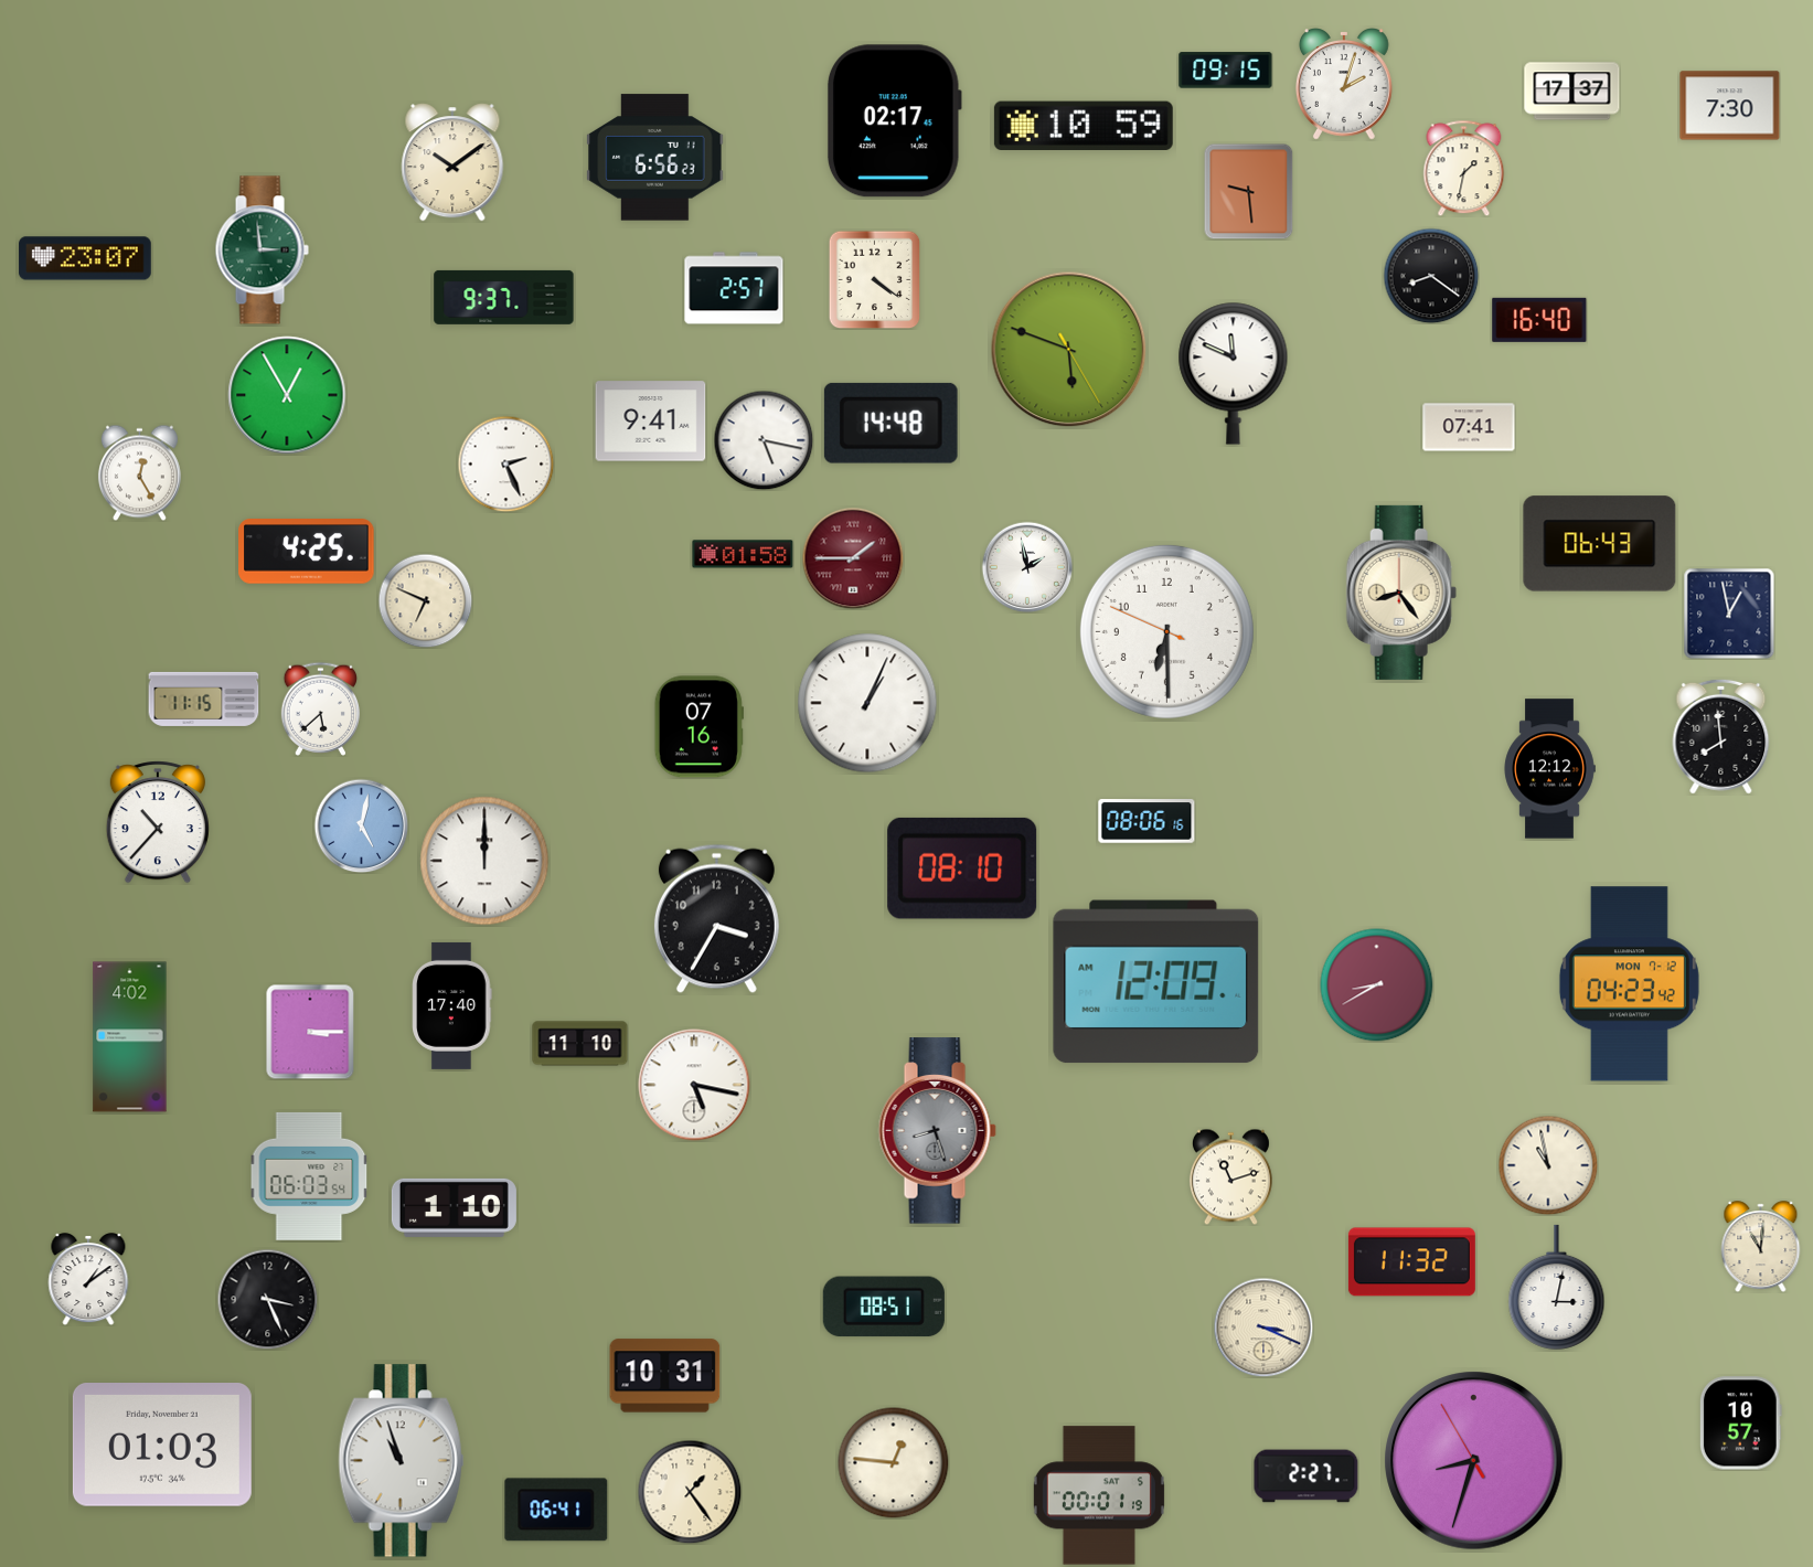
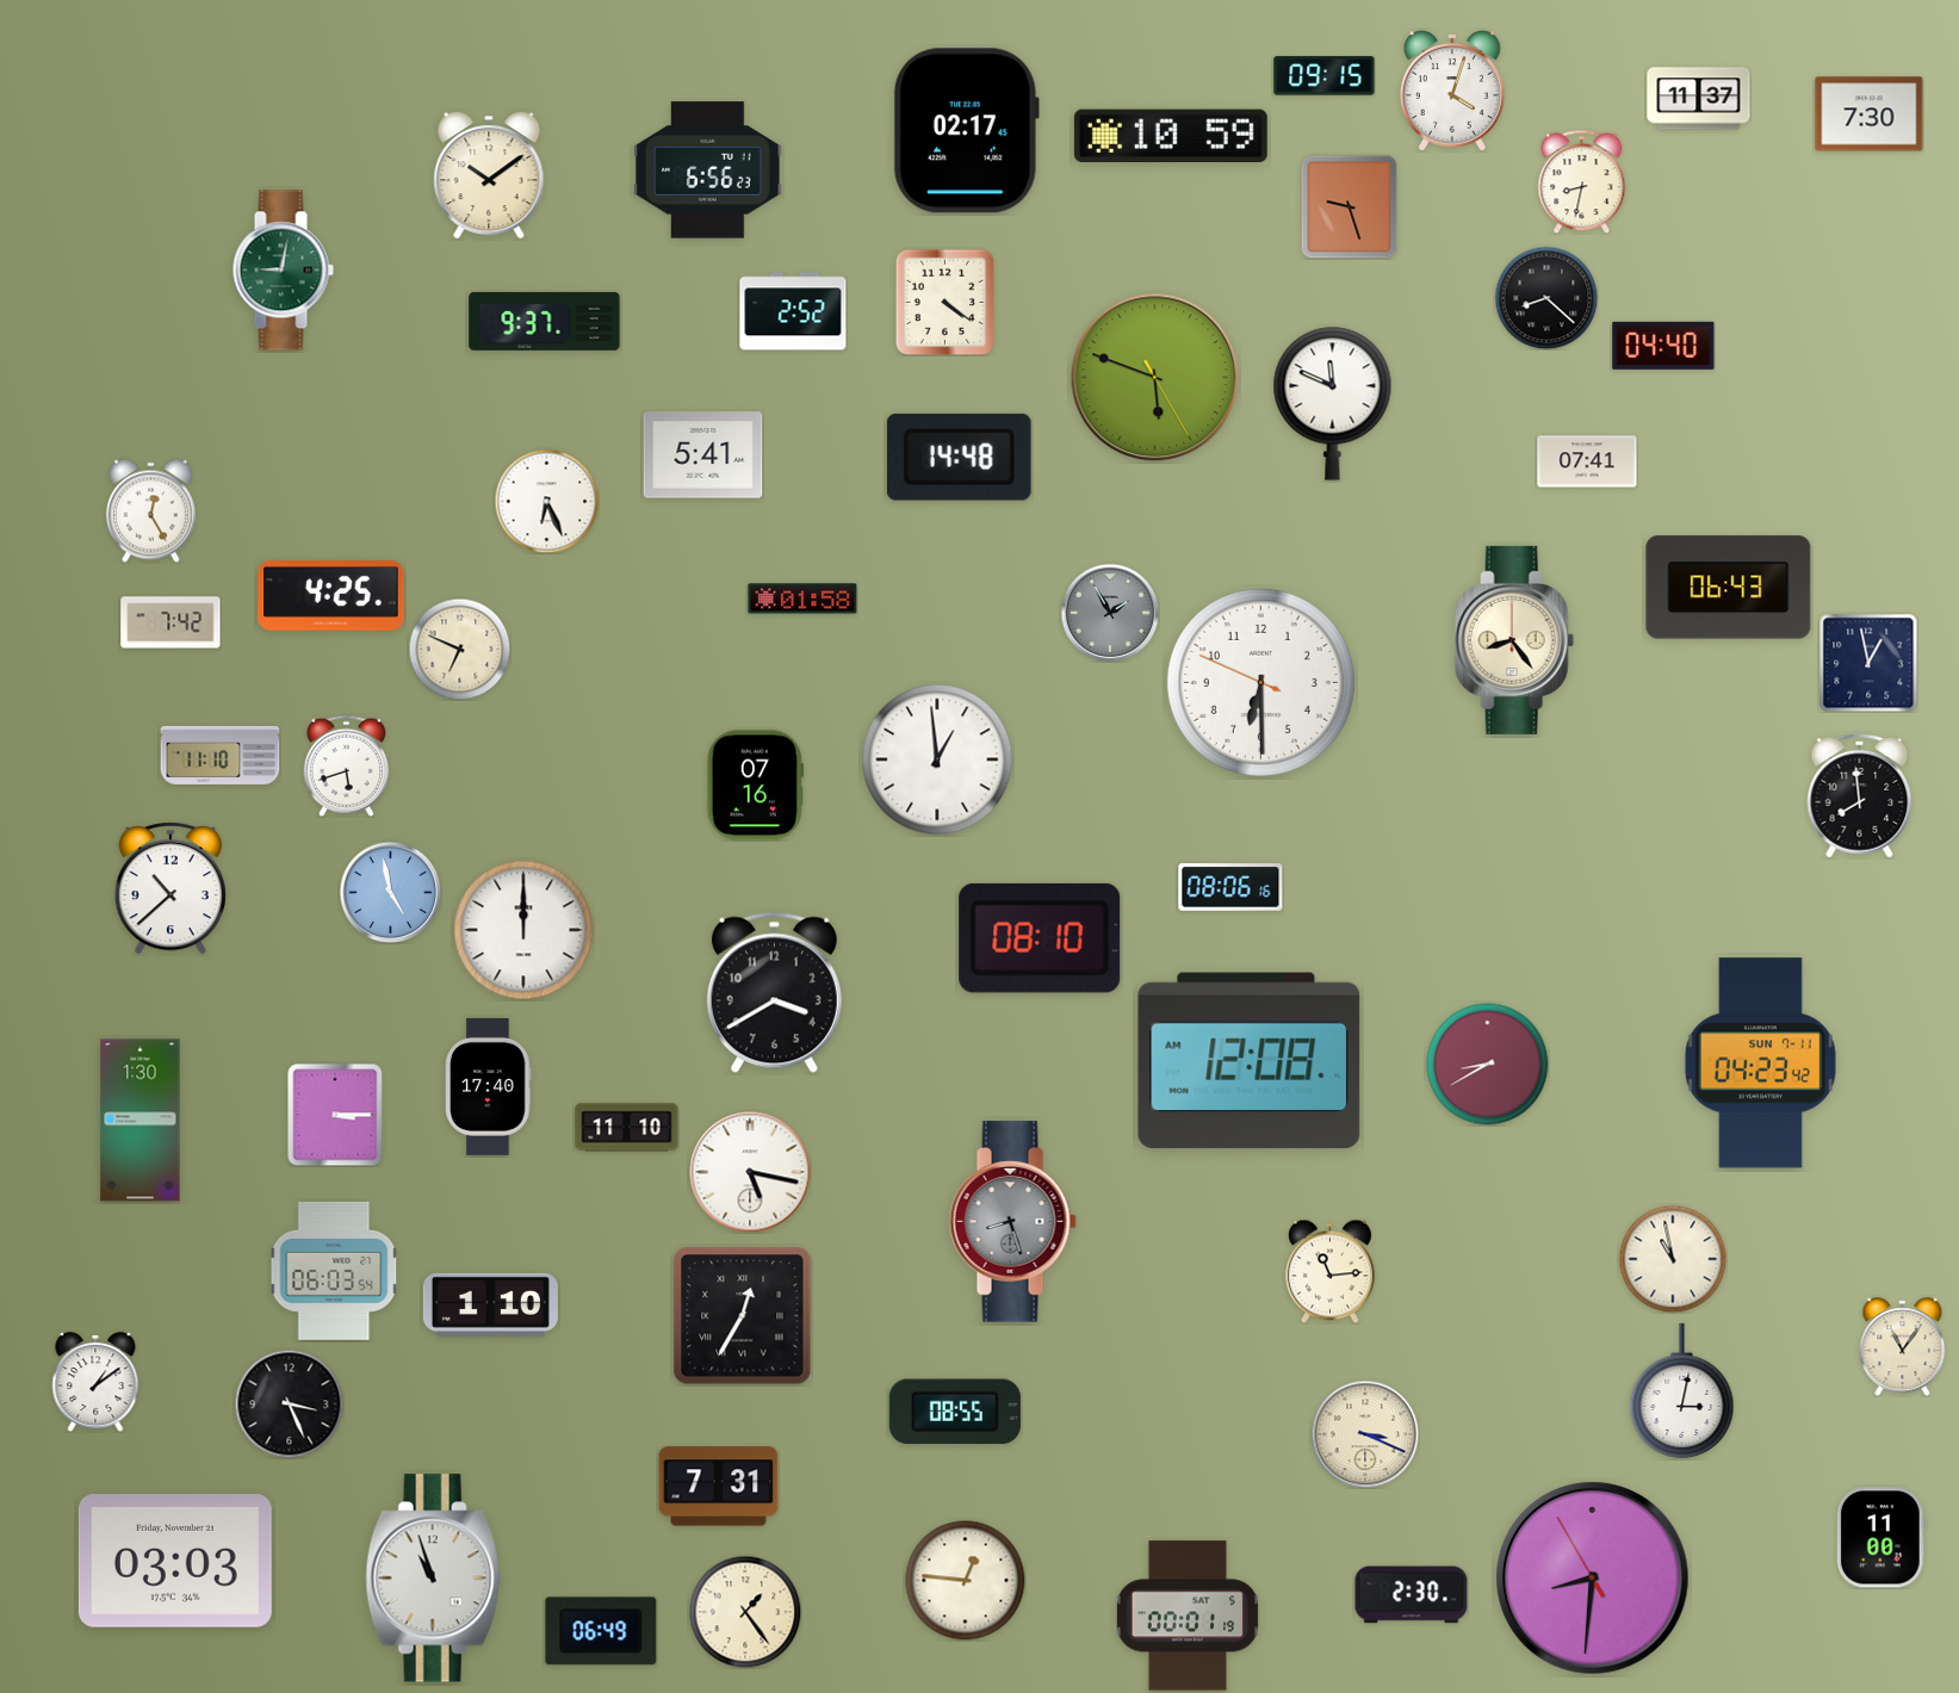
clock at (1344, 85): 2:03 -> 4:03
clock at (1572, 92): 17:37 -> 11:37
clock at (1464, 168): 1:32 -> 8:32
clock at (1249, 191): 9:29 -> 9:27
clock at (262, 250): 2:59 -> 9:02
clock at (85, 258): 23:07 -> none
clock at (1431, 276): 8:21 -> 8:22
clock at (734, 288): 2:57 -> 2:52
clock at (1539, 320): 16:40 -> 04:40
clock at (287, 395): 12:55 -> none
clock at (651, 422): 9:41 -> 5:41
clock at (890, 423) position: (890, 423) -> (959, 457)
clock at (764, 440): 5:17 -> none
clock at (505, 463): 2:26 -> 6:26
clock at (853, 558): 1:45 -> none
clock at (1027, 567): 1:58 -> 1:55
clock at (1027, 567) dial: white -> grey
clock at (171, 622): none -> 7:42
clock at (204, 699): 11:15 -> 11:10
clock at (867, 703): 1:04 -> 12:59
clock at (320, 708): 5:38 -> 5:42
clock at (1549, 769): 12:12 -> none
clock at (1147, 821) position: (1147, 821) -> (1230, 887)
clock at (158, 822): 10:37 -> 10:38
clock at (361, 825): 5:02 -> 4:58
clock at (716, 918): 3:35 -> 3:40
clock at (1156, 982): 12:09 -> 12:08
clock at (1629, 984) date: MON 7-12 -> SUN 7-11
clock at (130, 1037): 4:02 -> 1:30
clock at (1230, 1176): 11:12 -> 11:14
clock at (743, 1316): none -> 12:35
clock at (1761, 1247): 11:01 -> 11:06
clock at (1411, 1262): 11:32 -> none
clock at (884, 1307): 08:51 -> 08:55
clock at (665, 1376): 10:31 -> 7:31
clock at (1740, 1424): 10:57 -> 11:00
clock at (162, 1446): 01:03 -> 03:03
clock at (1474, 1461): 8:32 -> 8:30
clock at (1307, 1477): 2:27 -> 2:30
clock at (556, 1510): 06:41 -> 06:49
